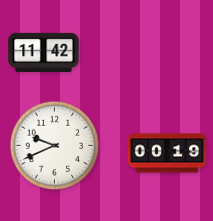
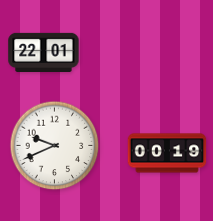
clock at (44, 52): 11:42 -> 22:01
